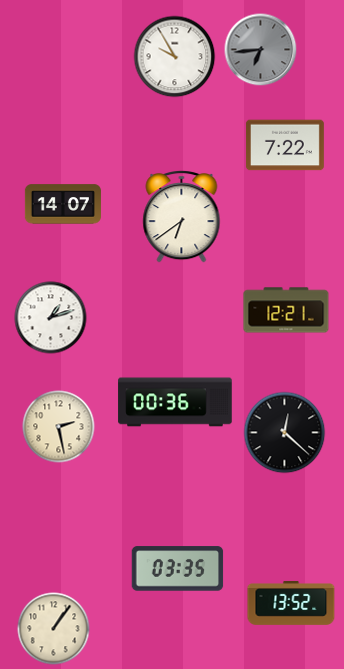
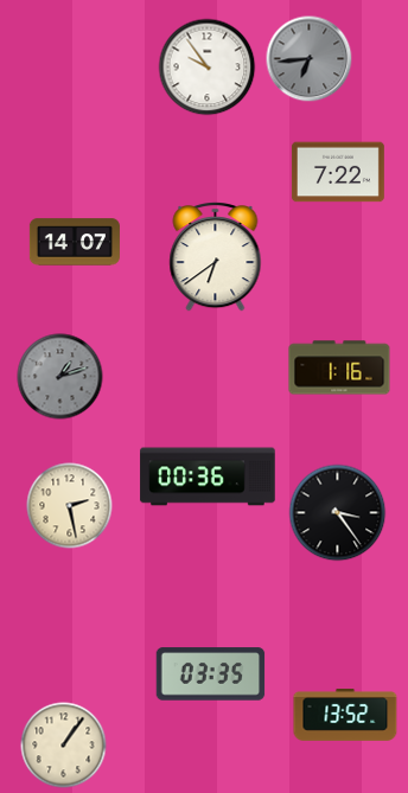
clock at (175, 57): 9:55 -> 9:54
clock at (286, 310): 12:21 -> 1:16
clock at (51, 318) dial: white -> grey
clock at (285, 433): 12:22 -> 3:24
